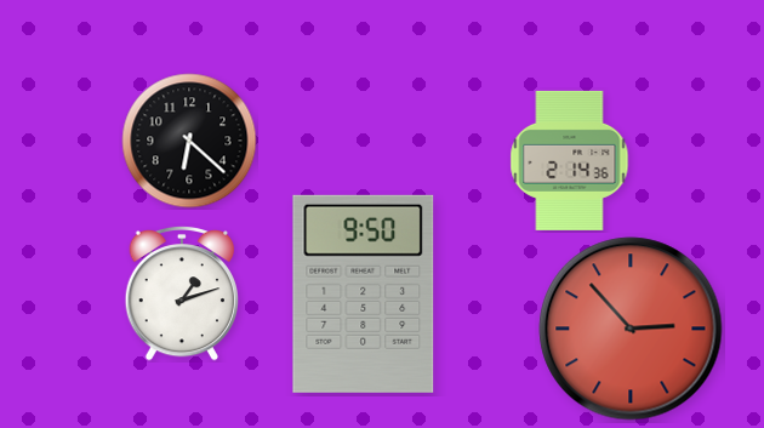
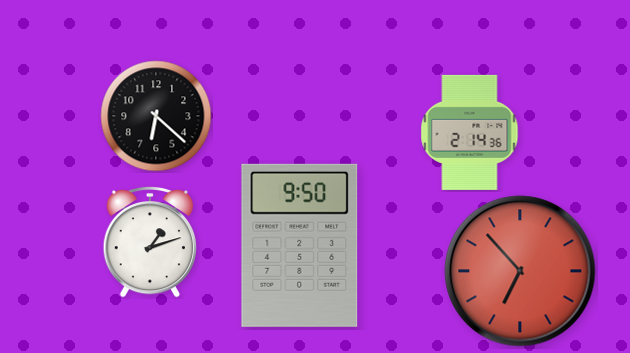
clock at (364, 293) position: (364, 293) -> (300, 245)
clock at (631, 329): 2:53 -> 6:53
